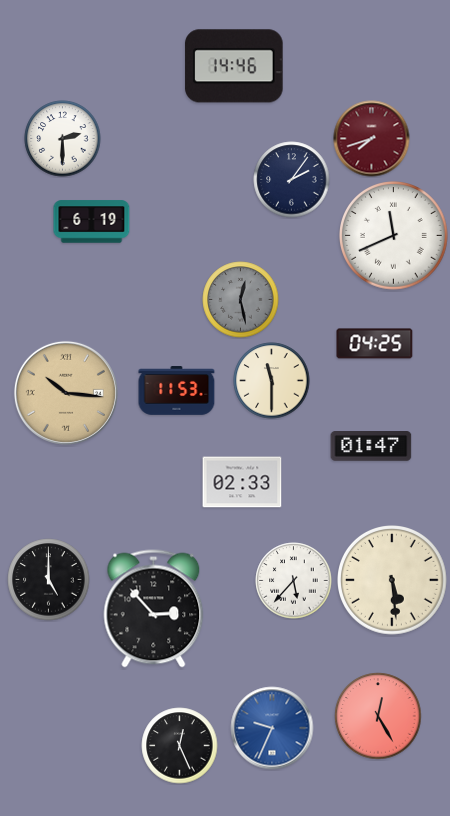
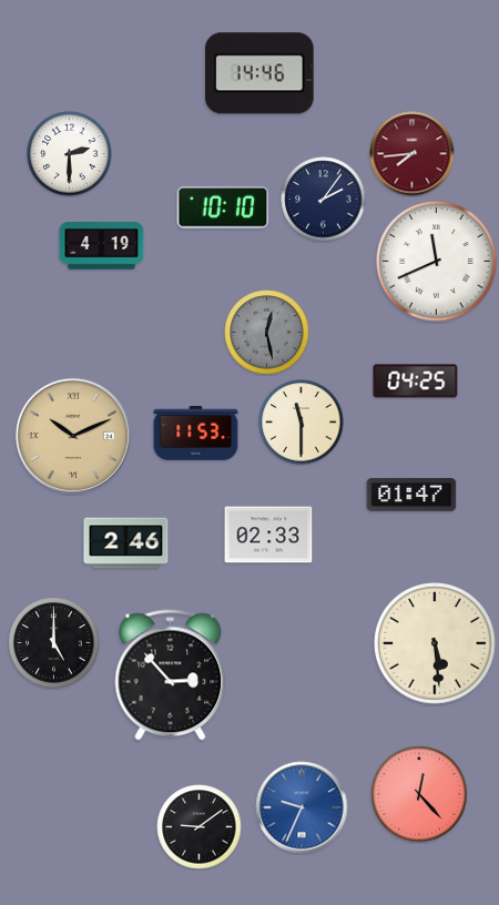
clock at (372, 139): 7:42 -> 7:44
clock at (223, 207): none -> 10:10
clock at (92, 222): 6:19 -> 4:19
clock at (66, 393): 10:16 -> 10:11
clock at (126, 543): none -> 2:46
clock at (294, 581): 5:37 -> none
clock at (378, 716): 12:25 -> 12:23
clock at (180, 746): 12:26 -> 9:09
